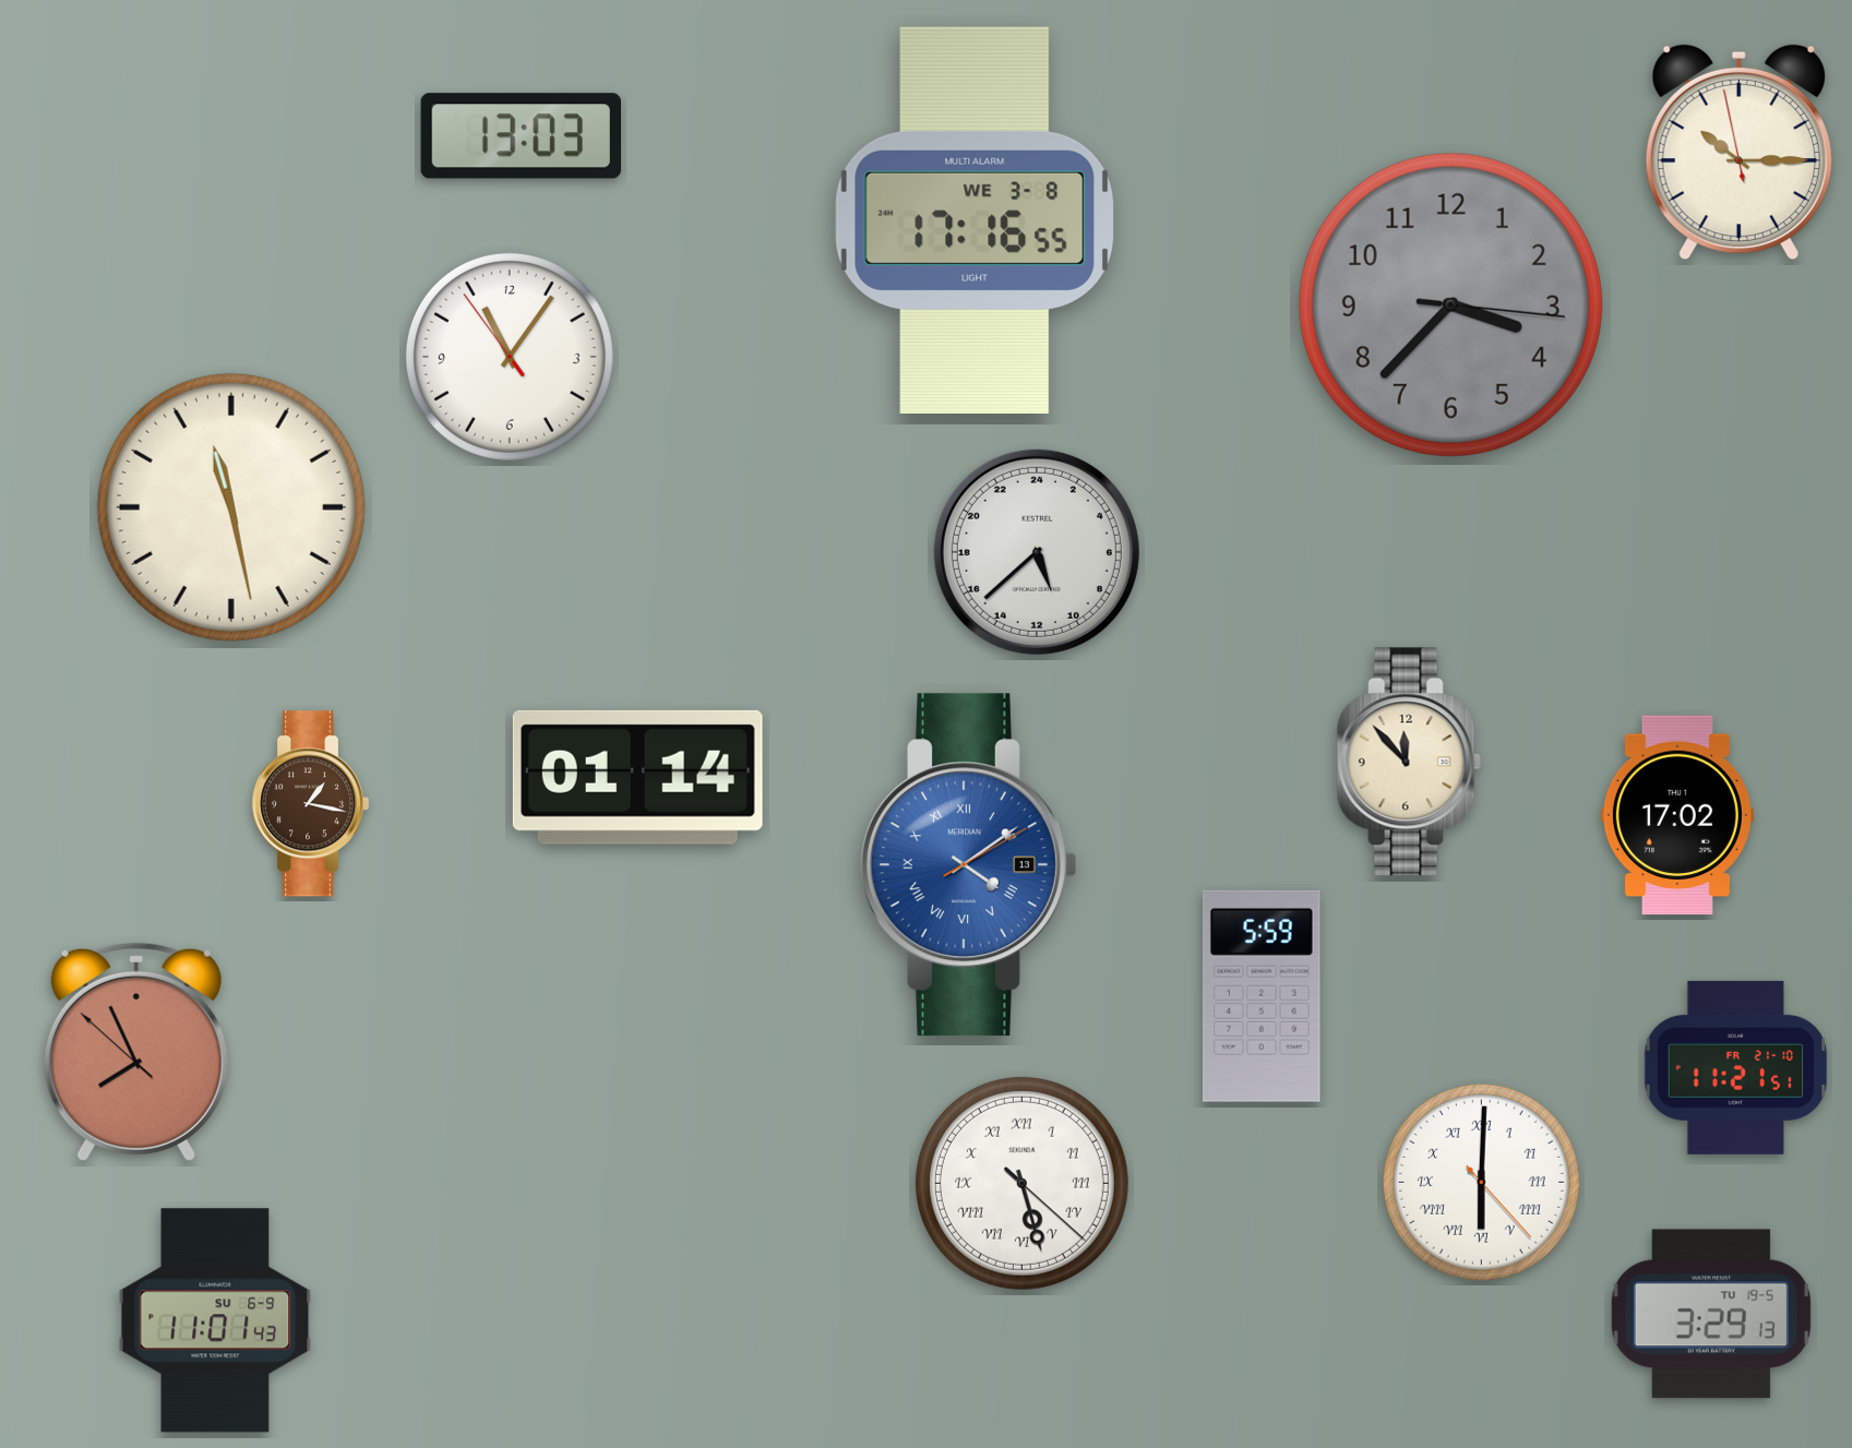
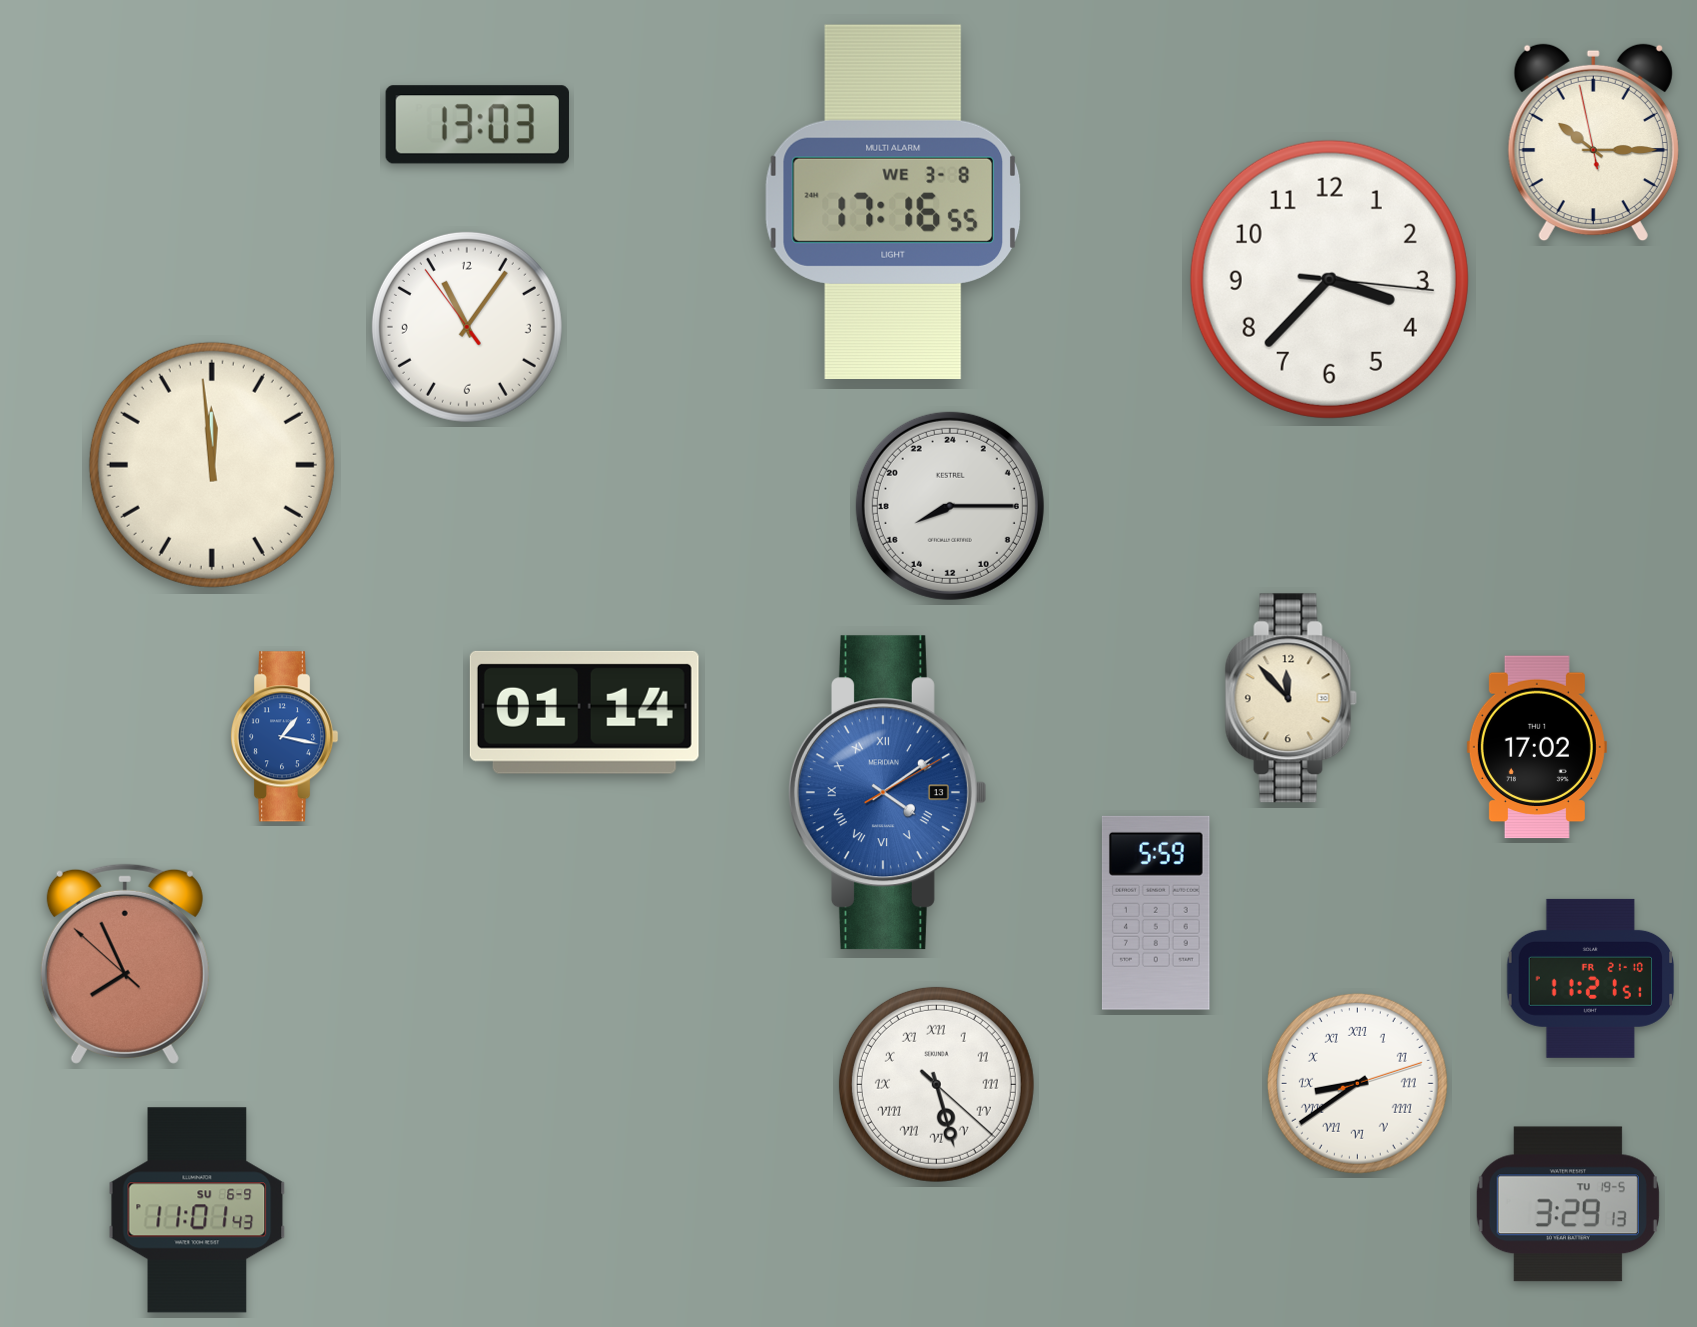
clock at (1739, 153) position: (1739, 153) -> (1593, 143)
clock at (1450, 304) dial: grey -> white
clock at (231, 507): 11:28 -> 11:59
clock at (1037, 552): 10:38 -> 16:15
clock at (310, 804) dial: brown -> blue
clock at (1481, 1182): 6:00 -> 8:39
